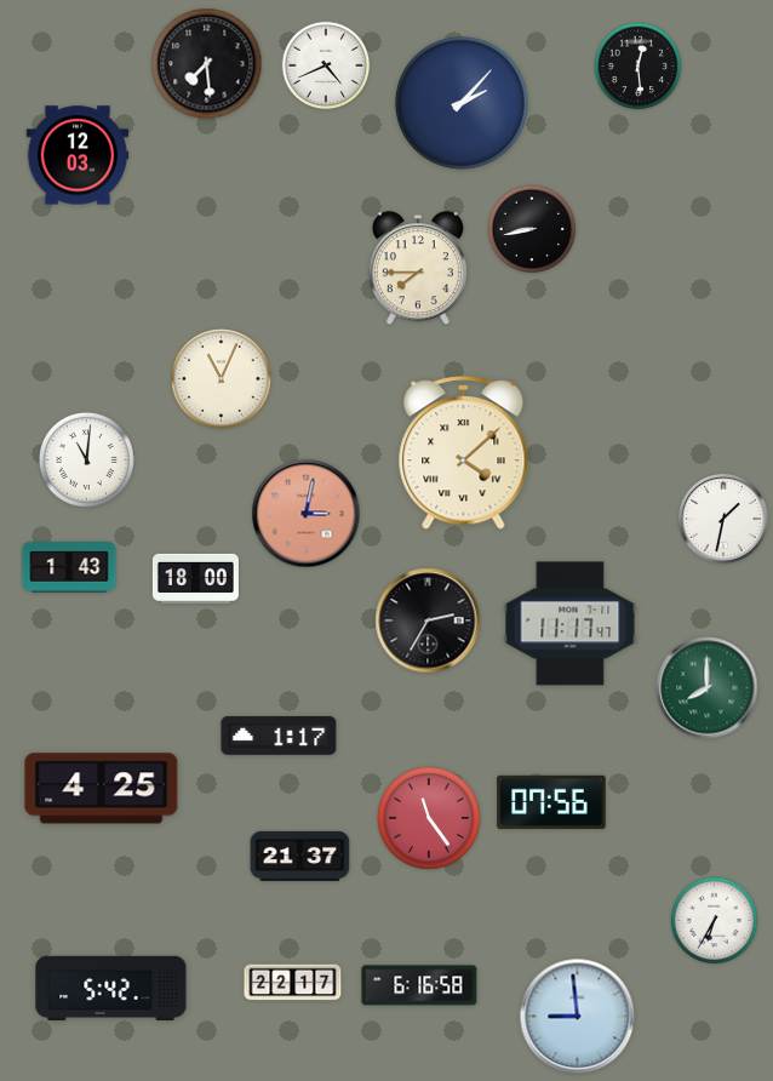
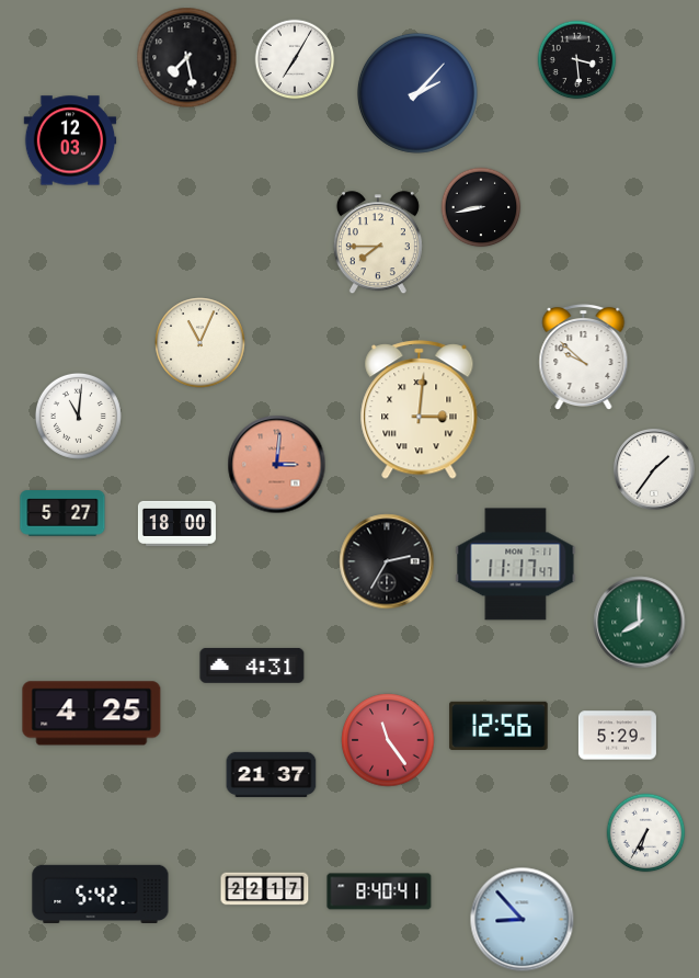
clock at (207, 64): 7:29 -> 7:28
clock at (326, 65): 4:41 -> 7:05
clock at (639, 67): 12:29 -> 3:29
clock at (584, 356): none -> 9:52
clock at (464, 453): 4:08 -> 3:01
clock at (307, 514): 3:02 -> 3:01
clock at (723, 519): 1:32 -> 1:36
clock at (69, 567): 1:43 -> 5:27
clock at (279, 736): 1:17 -> 4:31
clock at (551, 802): 07:56 -> 12:56
clock at (617, 736): none -> 5:29
clock at (419, 985): 6:16 -> 8:40
clock at (578, 1017): 8:59 -> 8:53
